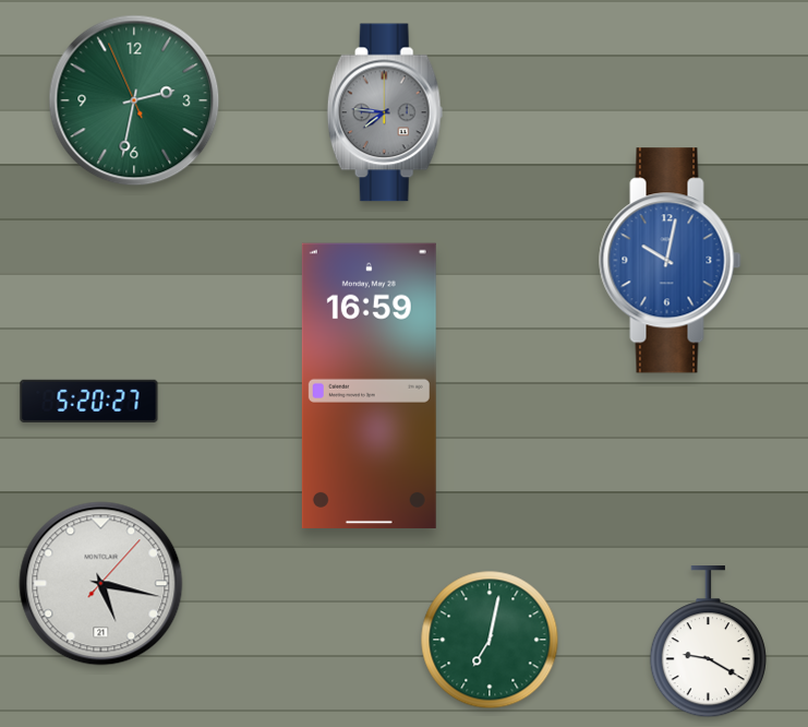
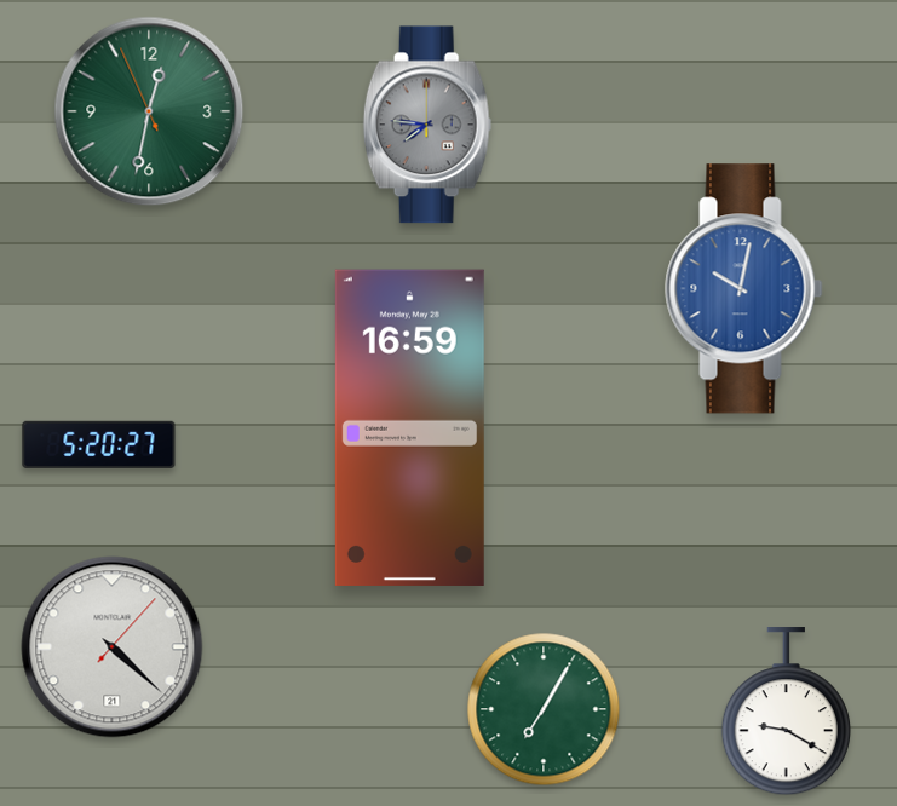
clock at (134, 100): 2:31 -> 12:31
clock at (101, 584): 5:17 -> 4:22
clock at (490, 640): 7:02 -> 7:05
